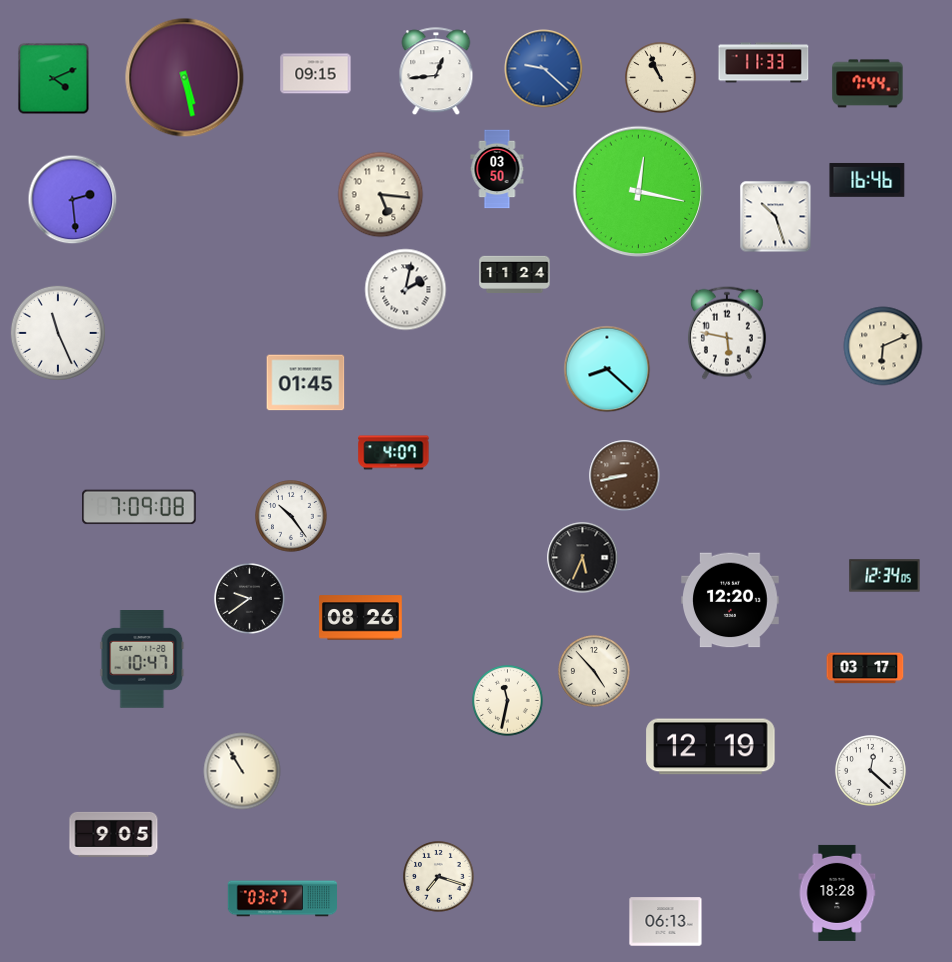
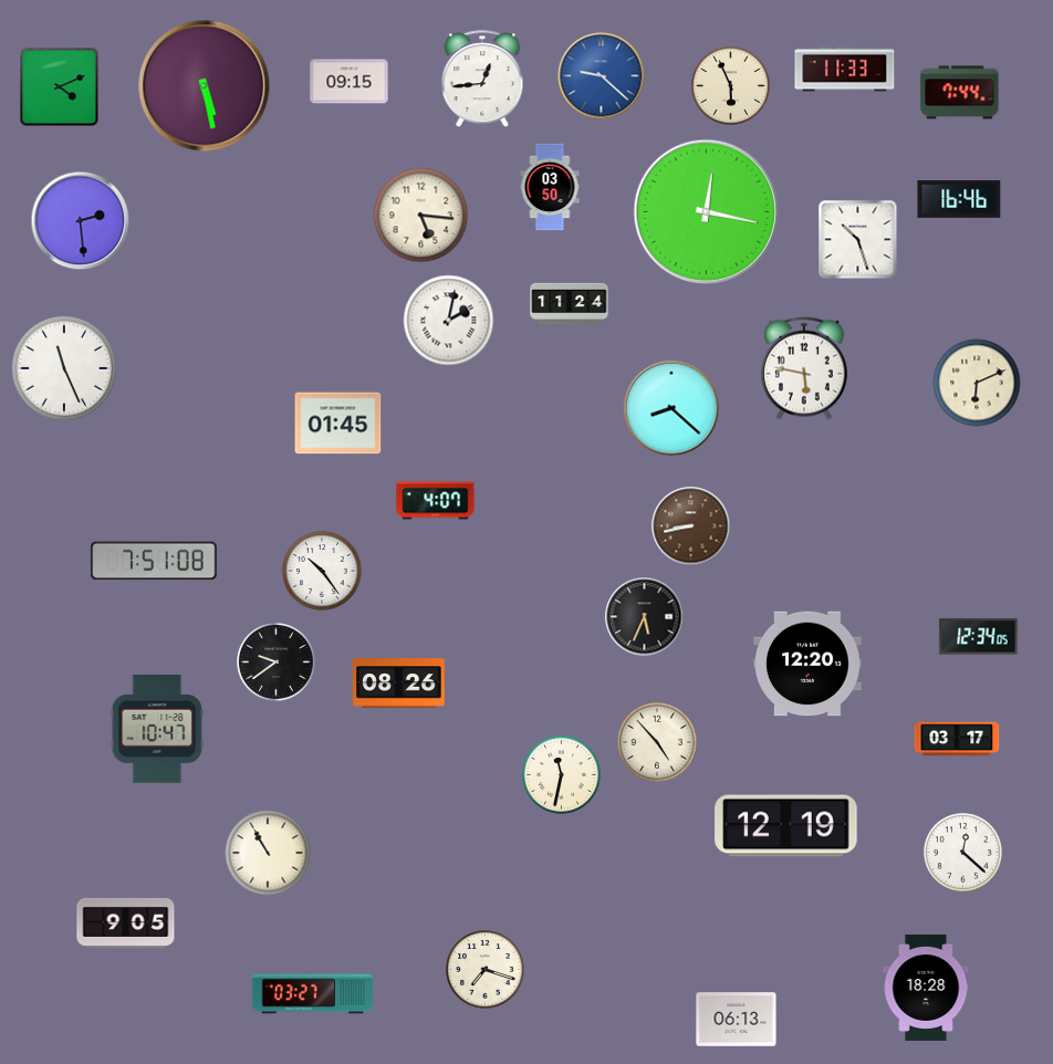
clock at (661, 78): 10:56 -> 5:56
clock at (139, 507): 7:09 -> 7:51
